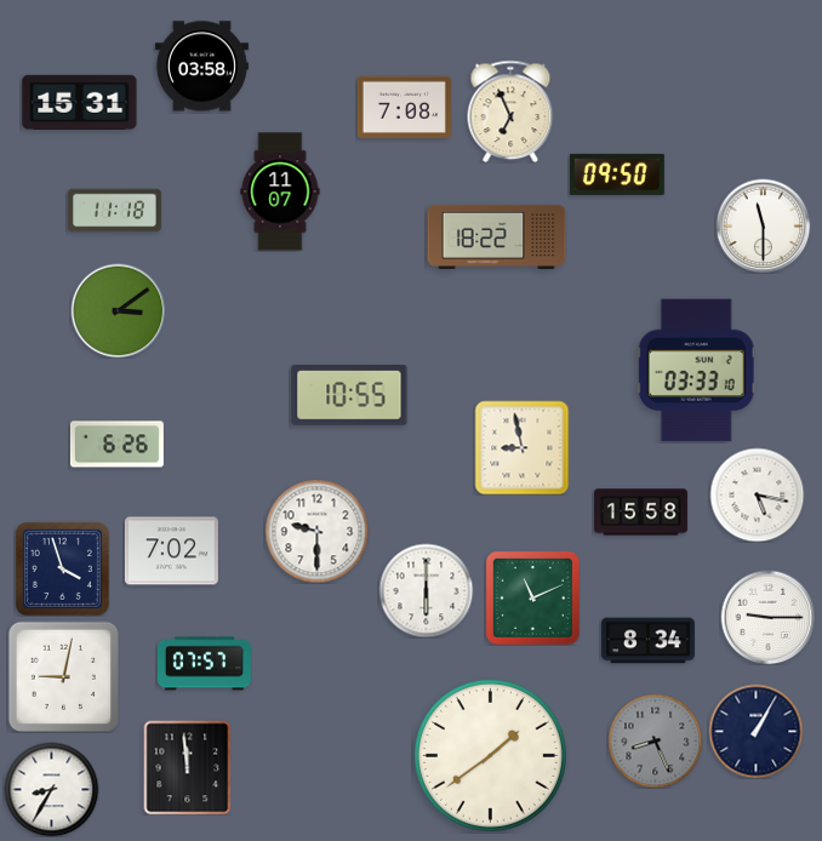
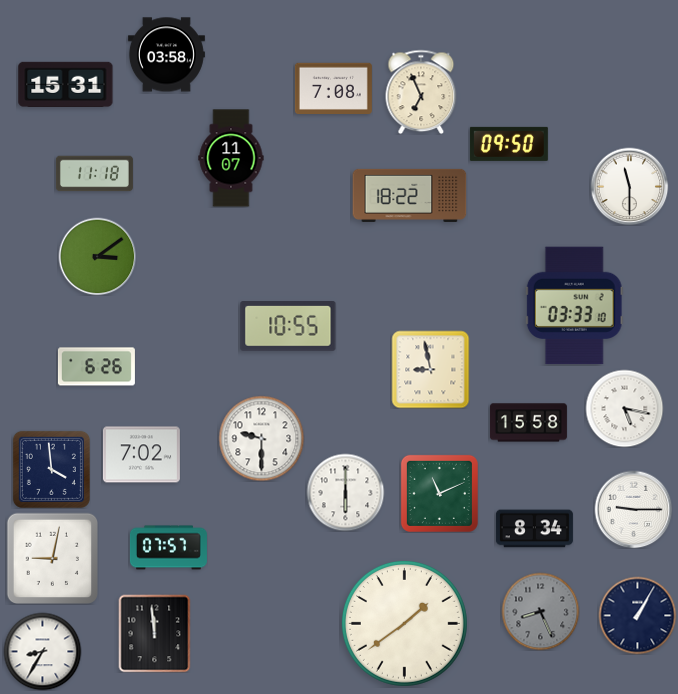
clock at (62, 568): 3:57 -> 3:59
clock at (426, 590) position: (426, 590) -> (345, 492)
clock at (755, 731) position: (755, 731) -> (637, 615)
